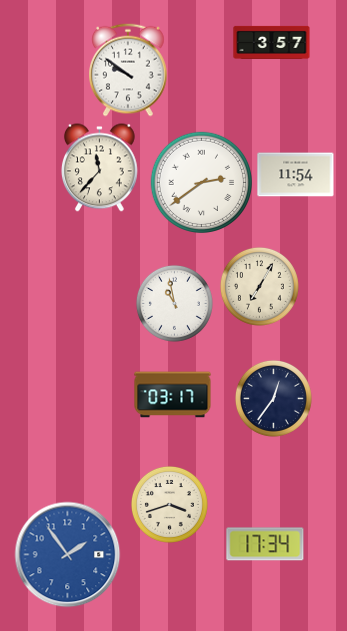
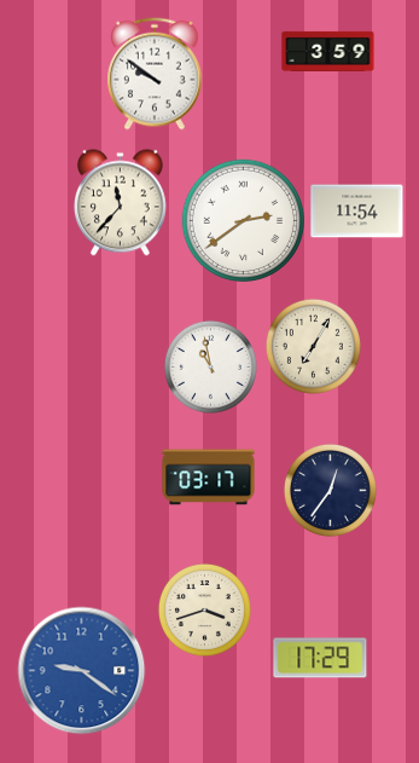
clock at (272, 42): 3:57 -> 3:59
clock at (129, 70) position: (129, 70) -> (156, 74)
clock at (273, 398) position: (273, 398) -> (330, 490)
clock at (265, 544): 17:34 -> 17:29
clock at (68, 555): 1:54 -> 9:21
